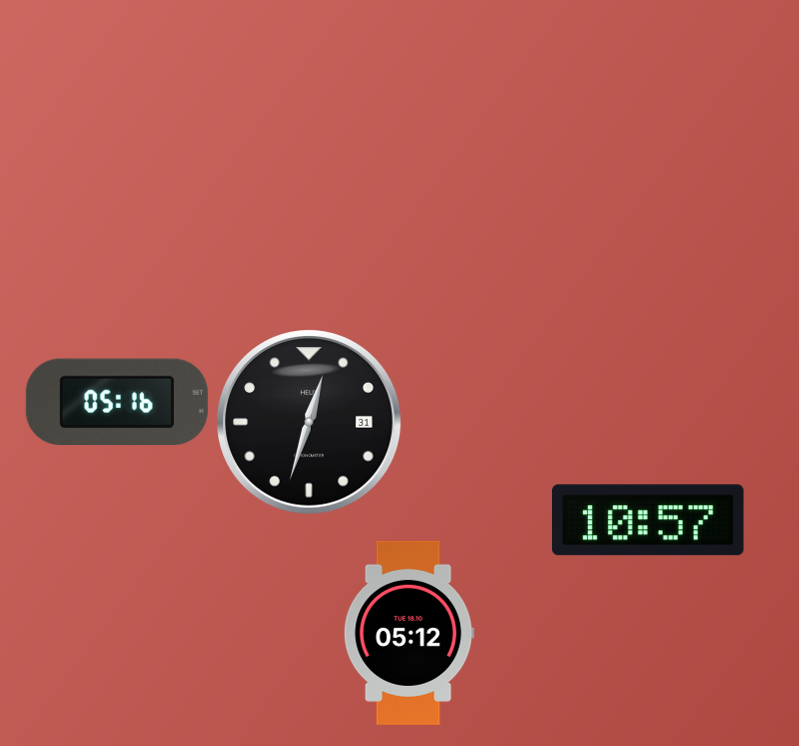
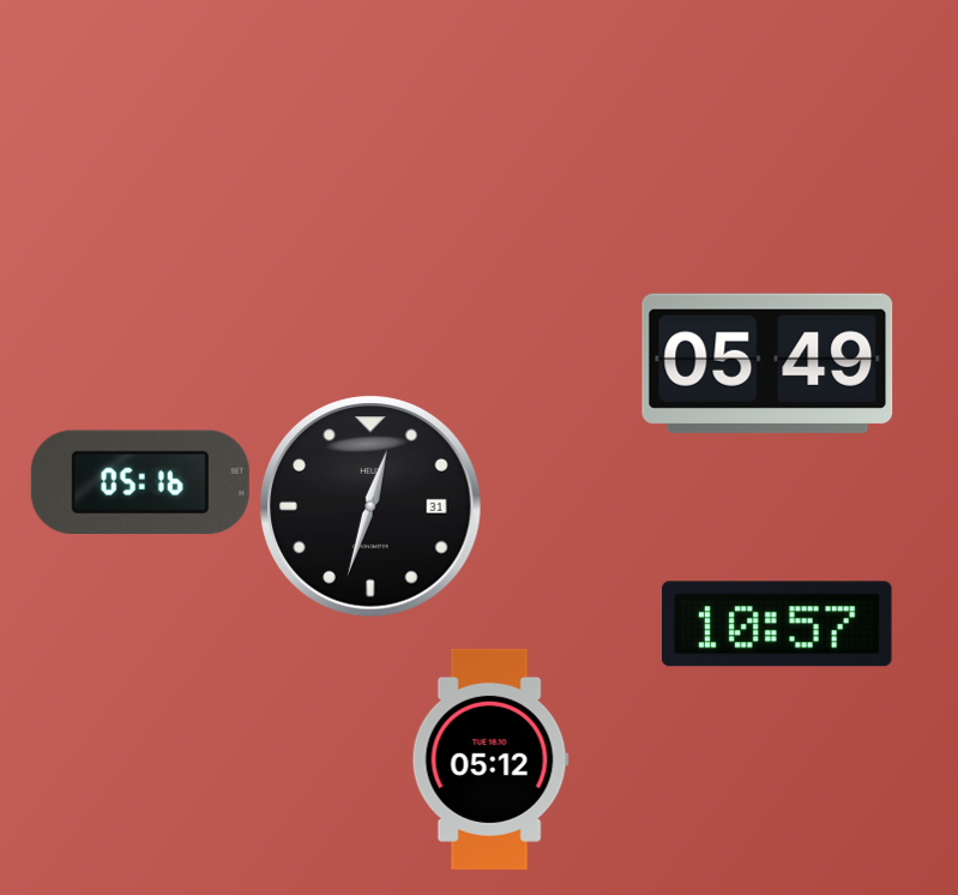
clock at (767, 364): none -> 05:49
